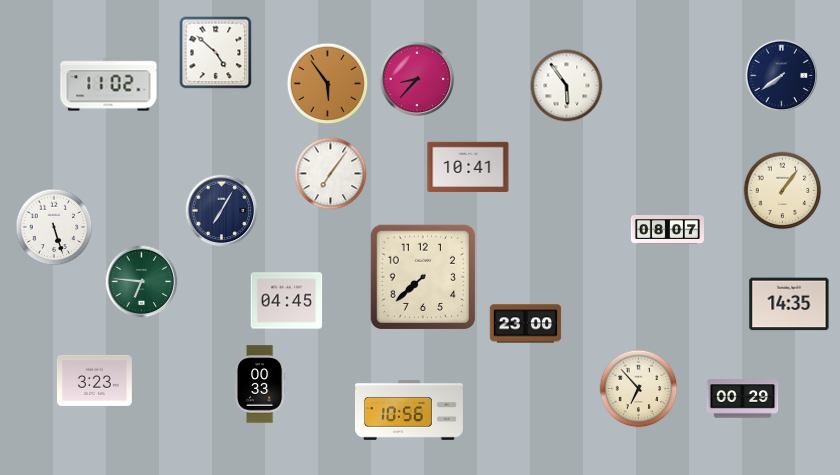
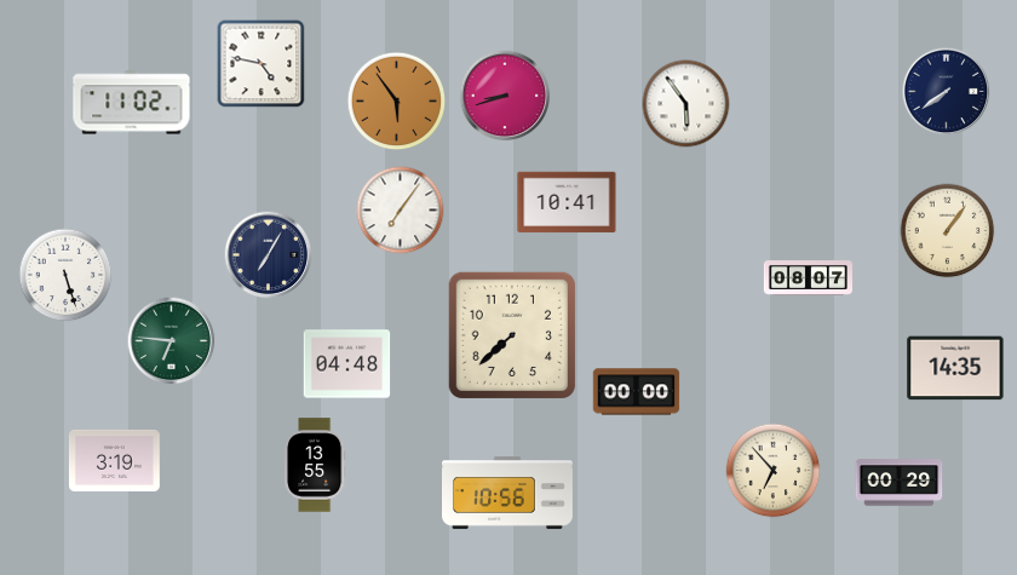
clock at (216, 53): 4:52 -> 4:47
clock at (417, 79): 8:37 -> 8:42
clock at (287, 301): 04:45 -> 04:48
clock at (526, 324): 23:00 -> 00:00
clock at (94, 380): 3:23 -> 3:19
clock at (260, 384): 00:33 -> 13:55
clock at (410, 410) position: (410, 410) -> (508, 493)
